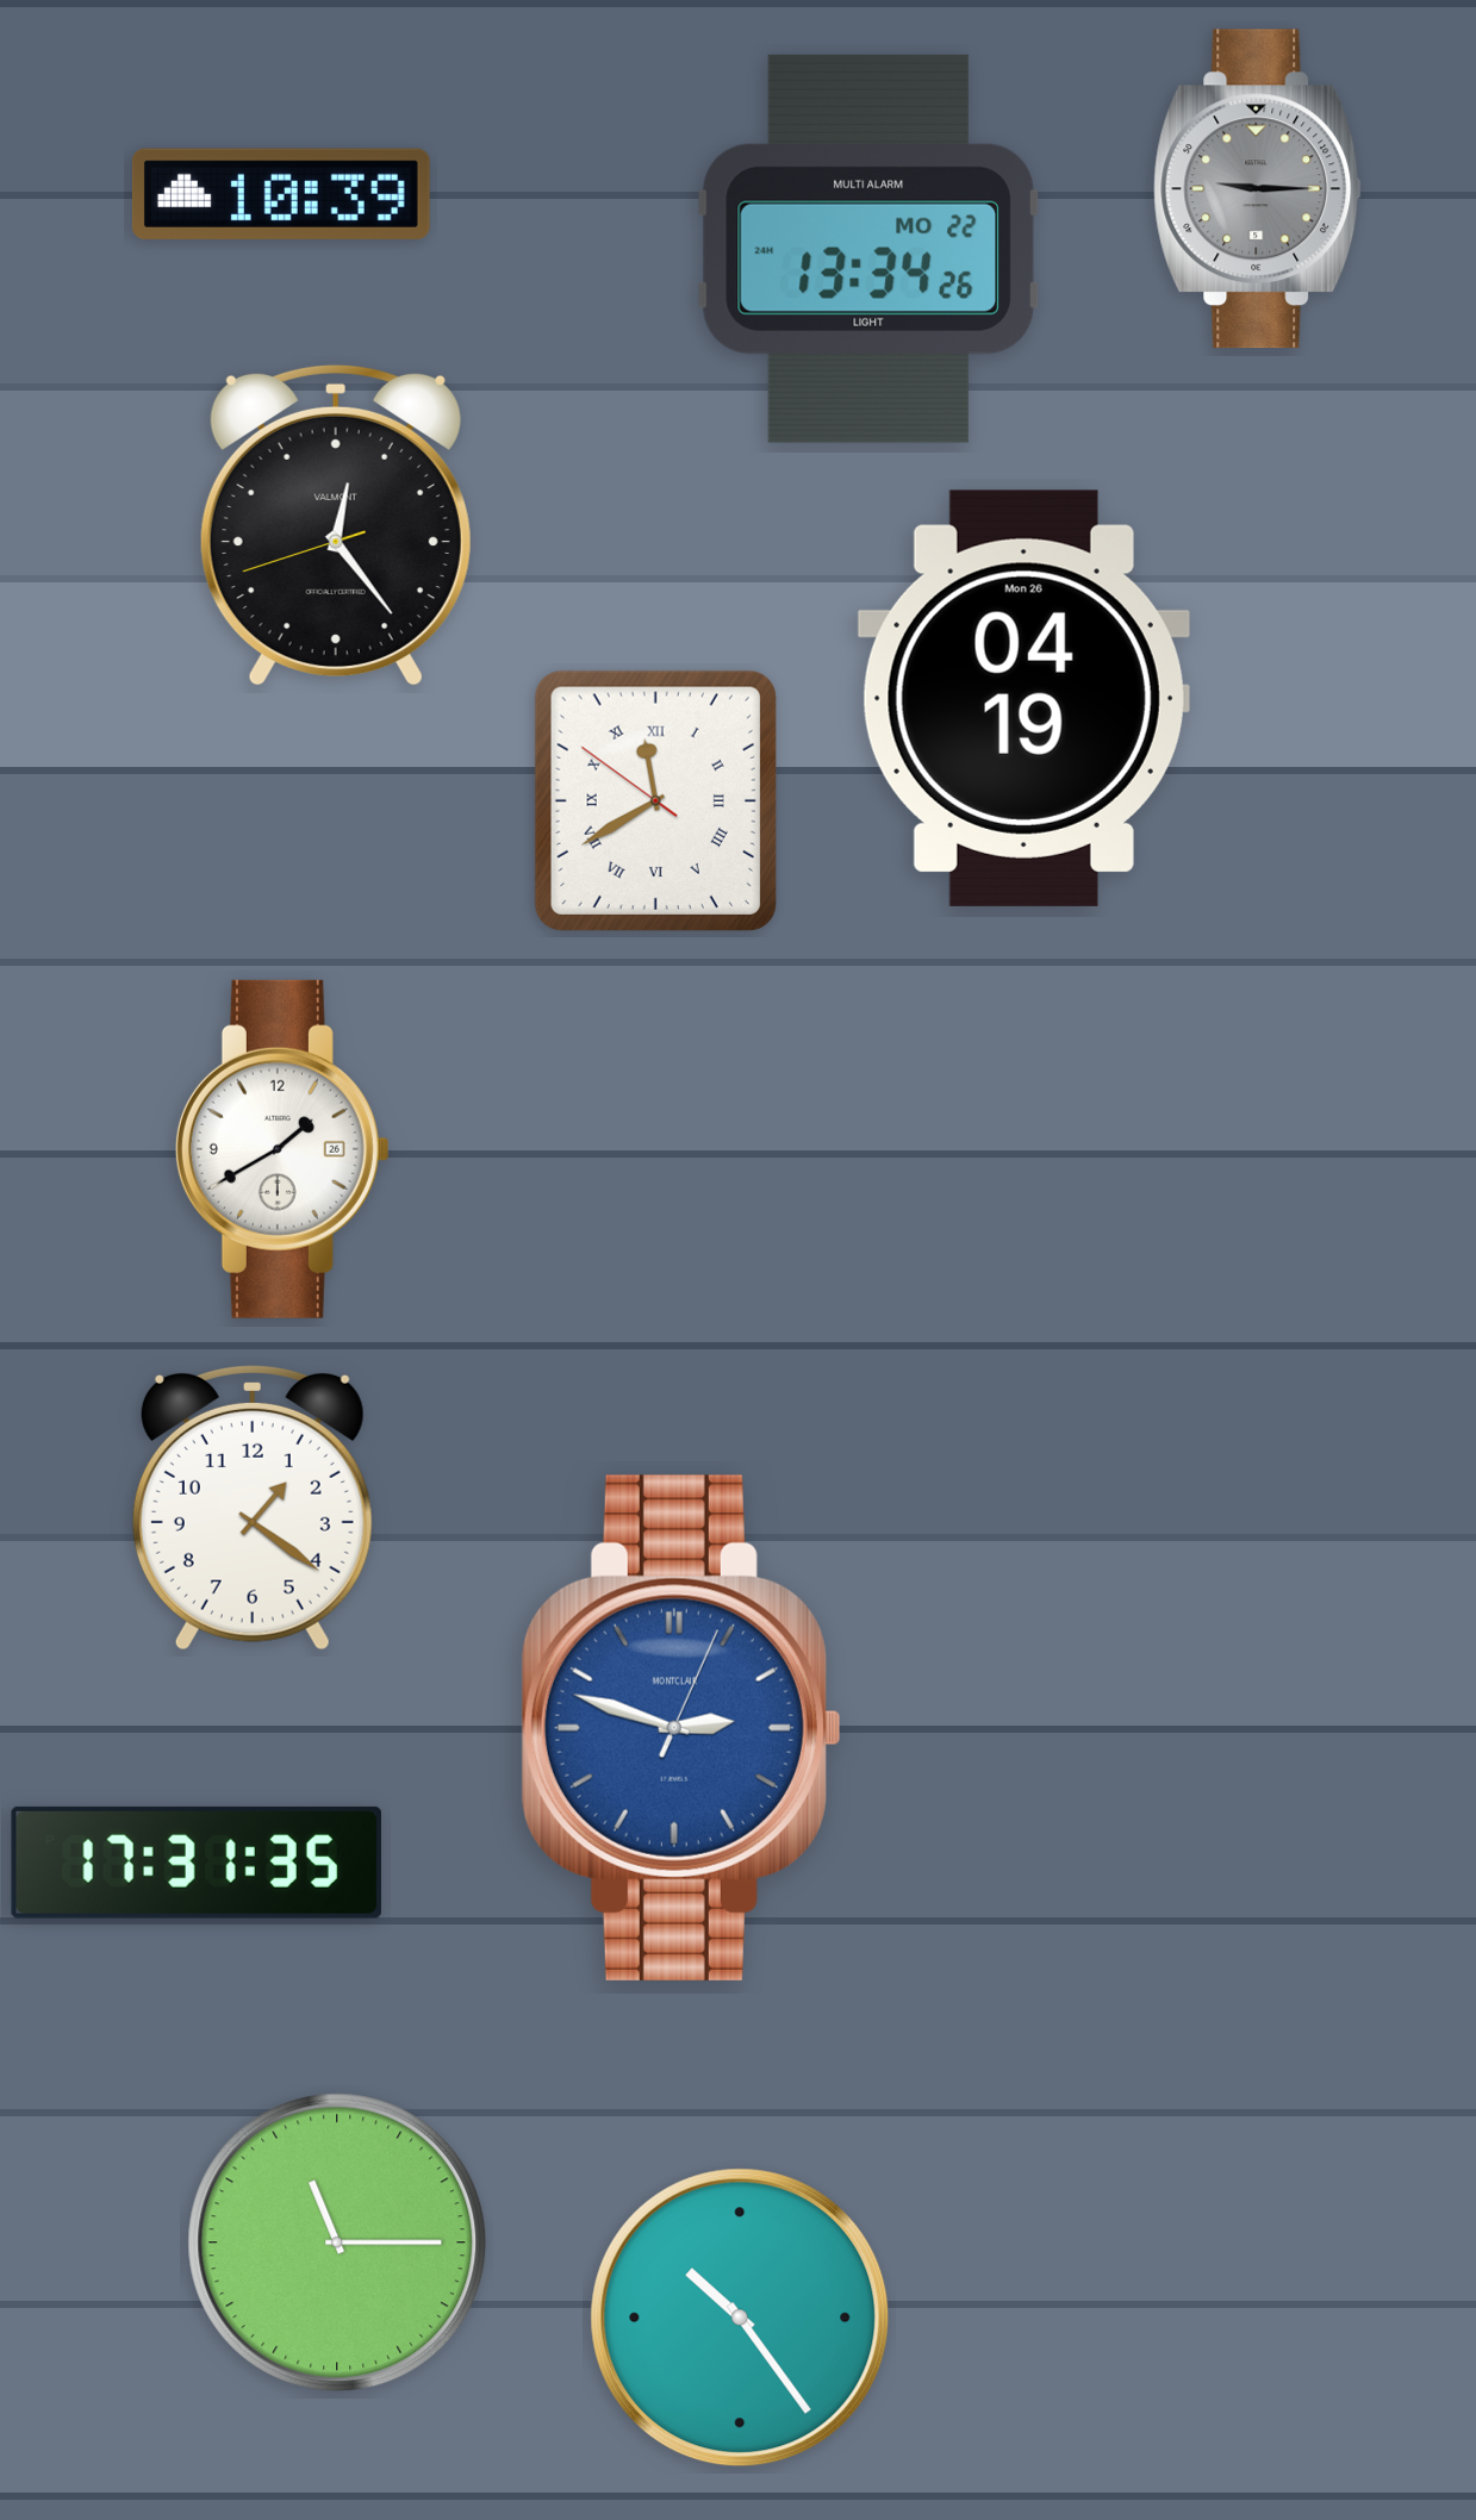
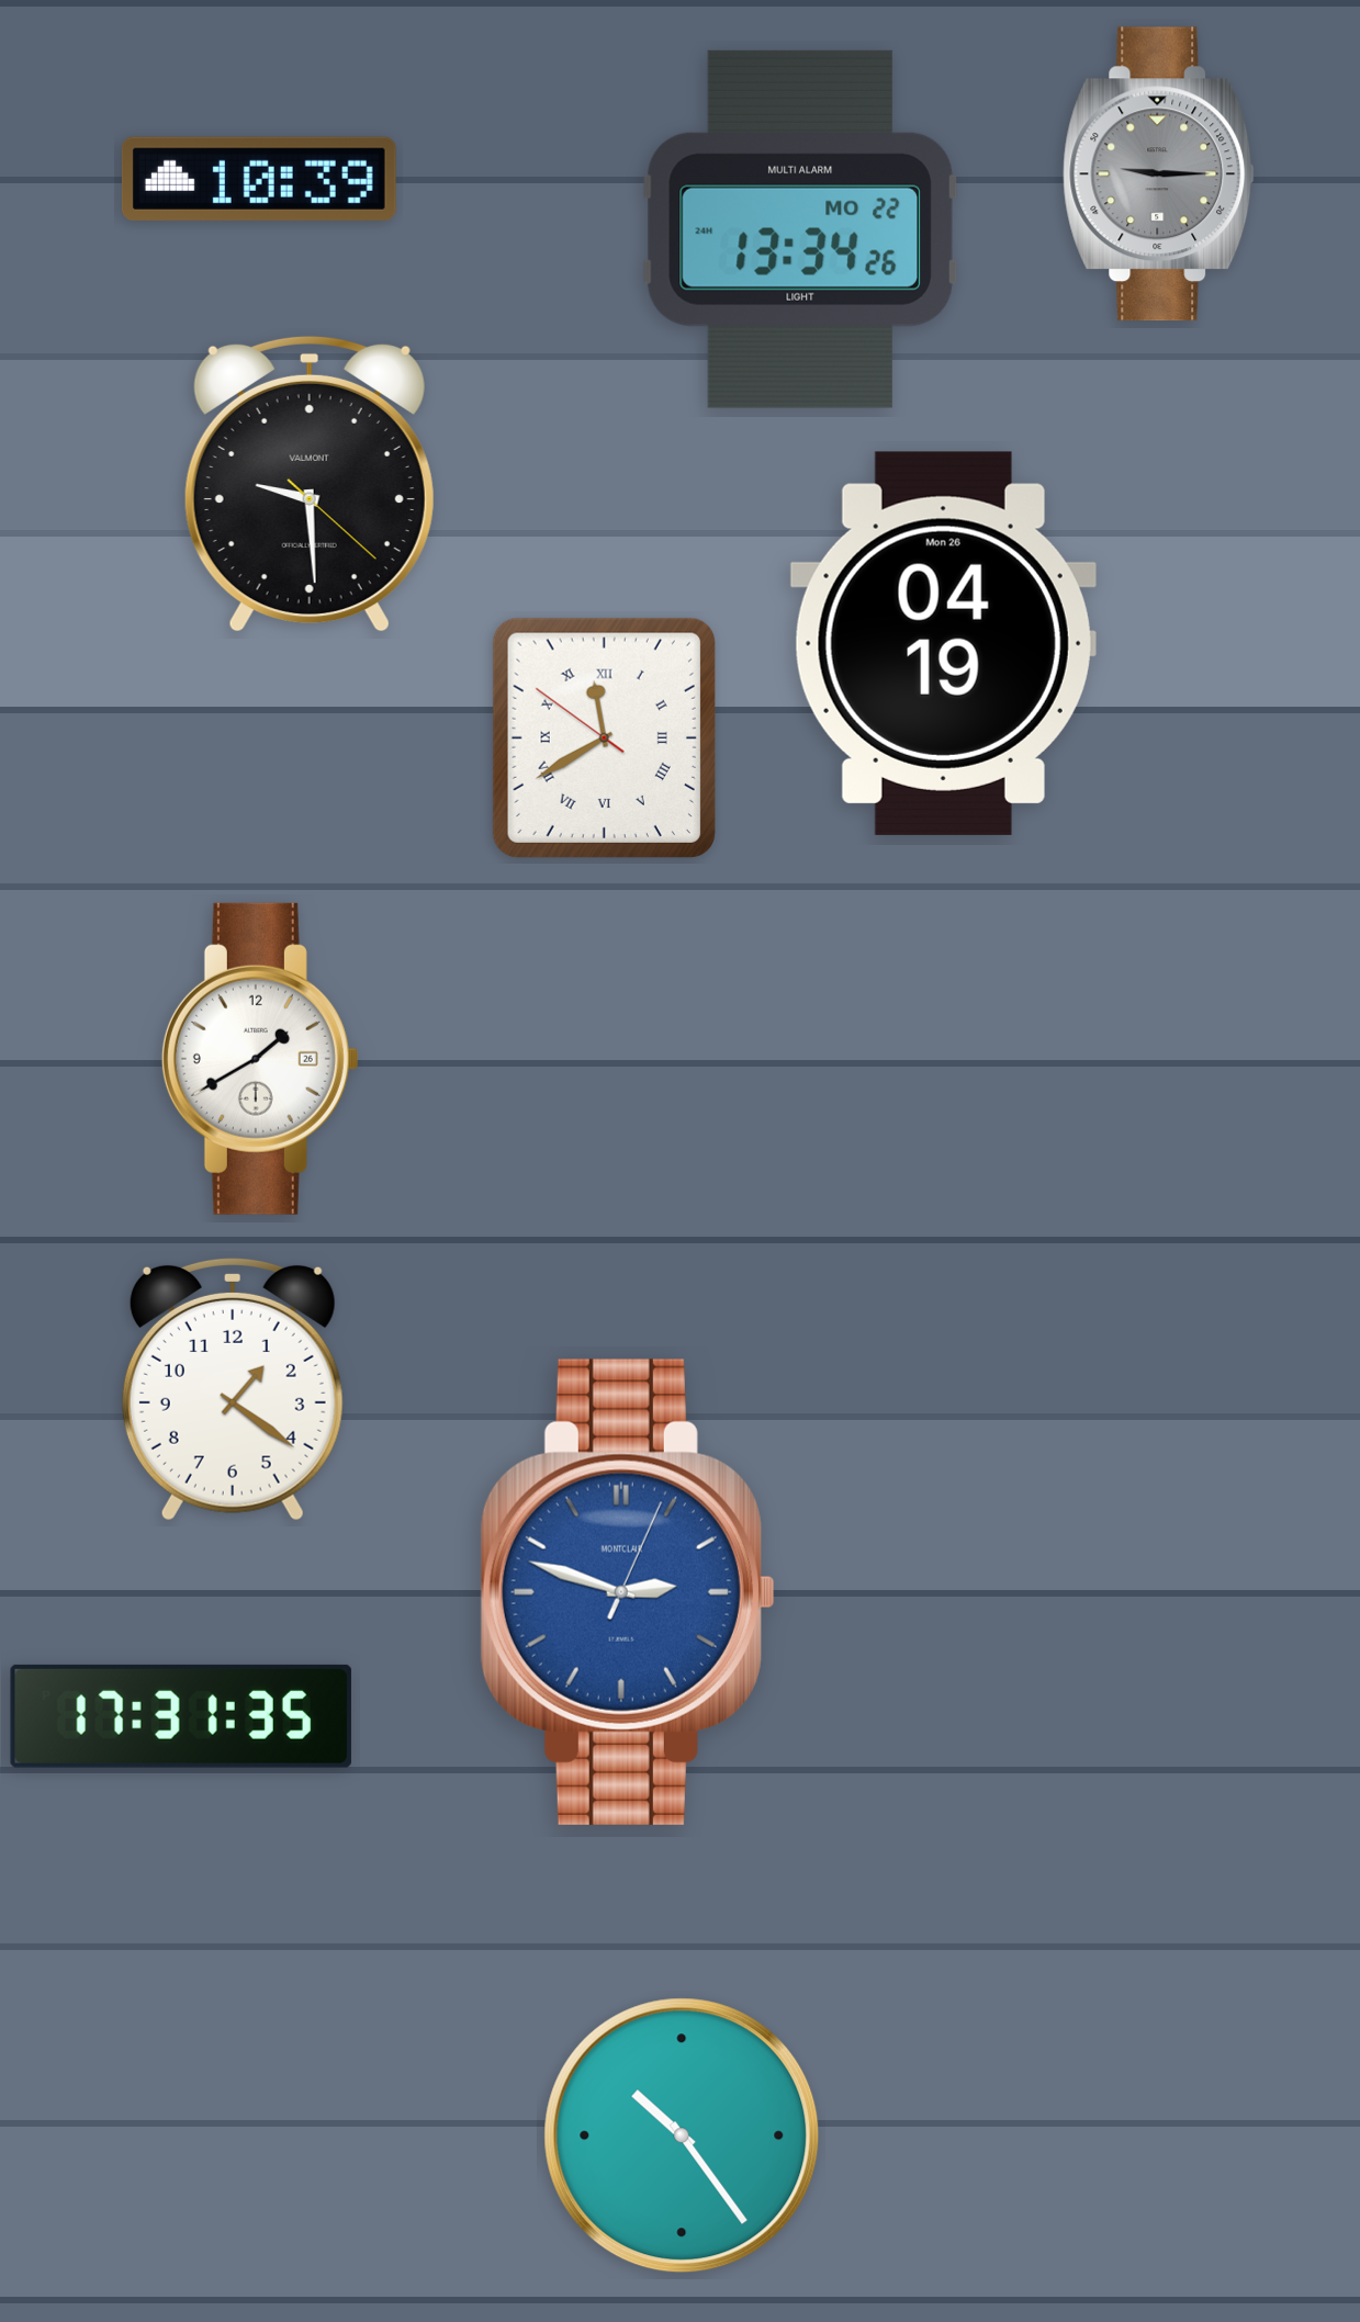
clock at (336, 525): 12:23 -> 9:29
clock at (337, 2243): 11:15 -> none
